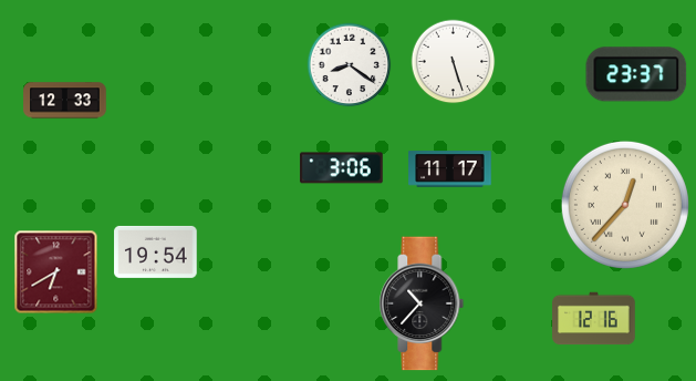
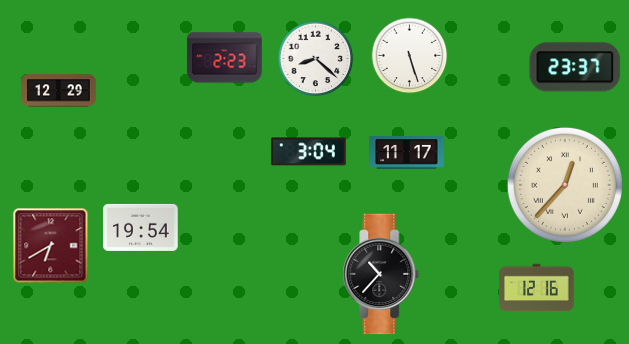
clock at (225, 58): none -> 2:23
clock at (350, 65): 8:21 -> 8:22
clock at (65, 101): 12:33 -> 12:29
clock at (342, 168): 3:06 -> 3:04
